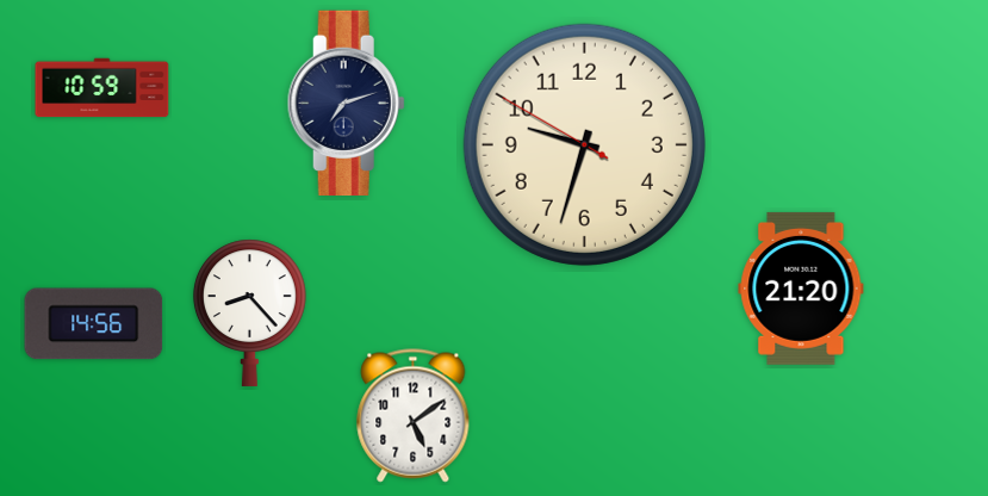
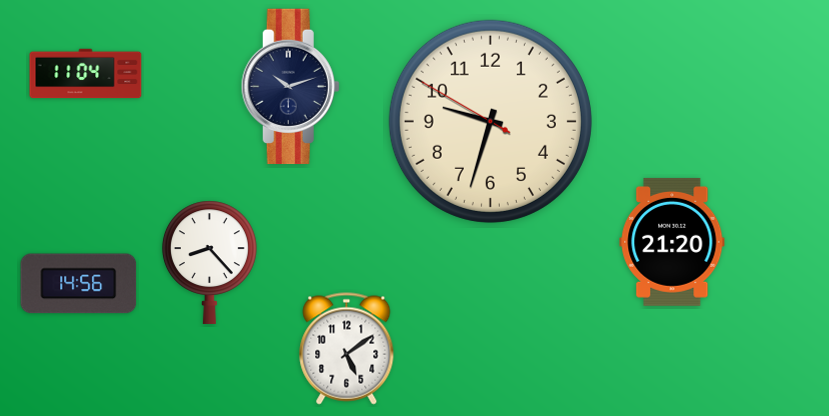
clock at (102, 88): 10:59 -> 11:04
clock at (346, 103): 7:12 -> 10:12
clock at (94, 324) position: (94, 324) -> (79, 284)
